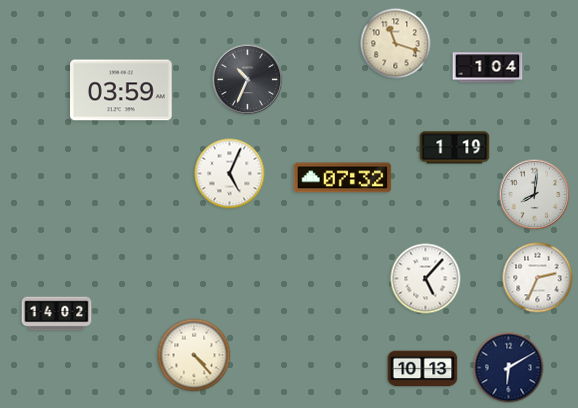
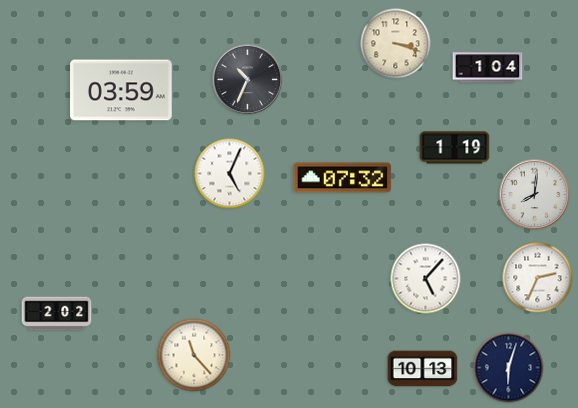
clock at (396, 44): 11:18 -> 3:18
clock at (57, 314): 14:02 -> 2:02
clock at (194, 355): 4:23 -> 11:23
clock at (509, 368): 6:10 -> 6:03
